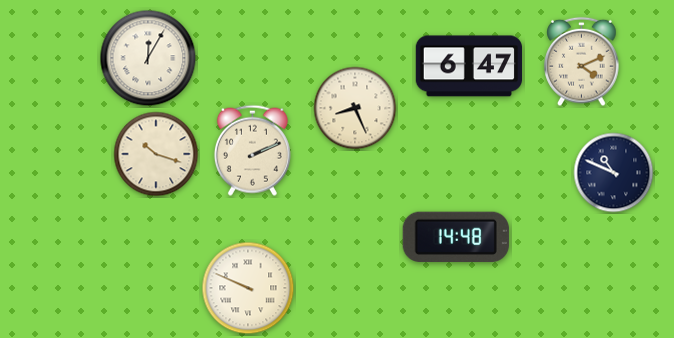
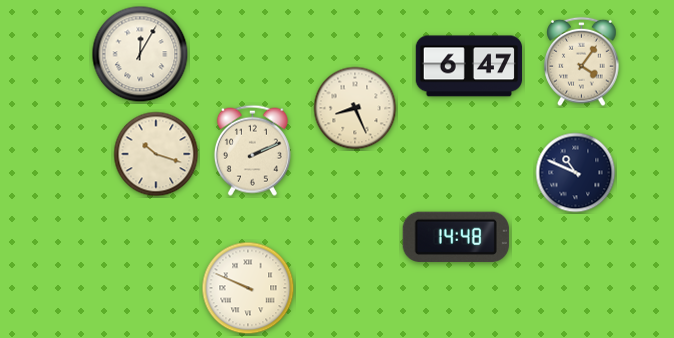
clock at (148, 58) position: (148, 58) -> (140, 54)
clock at (582, 62): 4:11 -> 4:06
clock at (614, 173) position: (614, 173) -> (576, 173)
